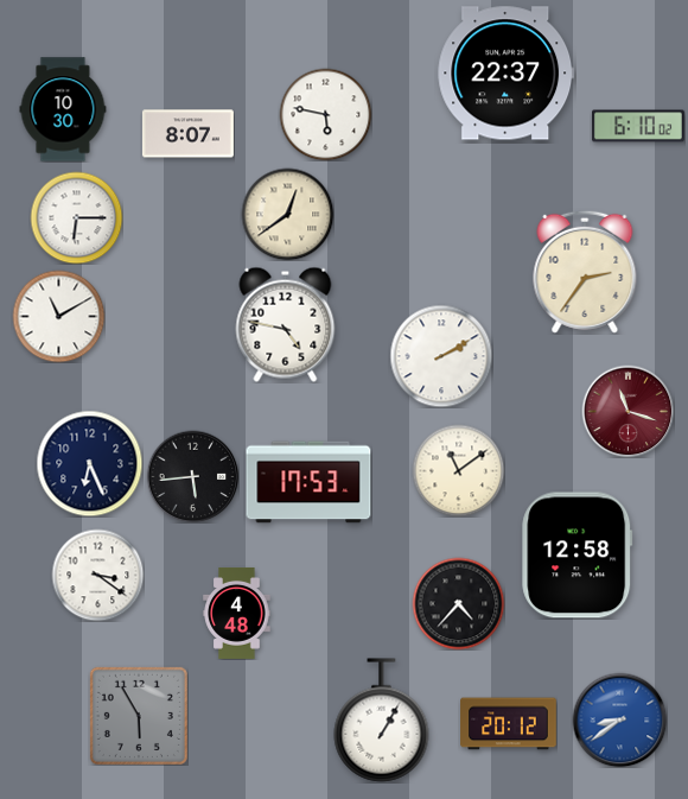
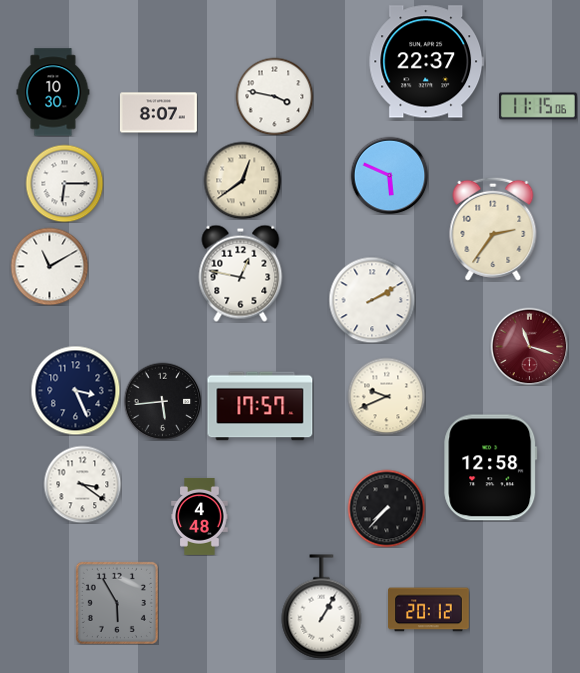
clock at (325, 114): 5:47 -> 3:47
clock at (638, 126): 6:10 -> 11:15
clock at (389, 175): none -> 5:49
clock at (286, 324): 4:47 -> 12:47
clock at (89, 463): 6:26 -> 3:26
clock at (458, 470): 11:09 -> 9:41
clock at (308, 482): 17:53 -> 17:57
clock at (578, 556) position: (578, 556) -> (491, 468)
clock at (458, 603): 4:37 -> 7:37
clock at (619, 719): 8:39 -> none
